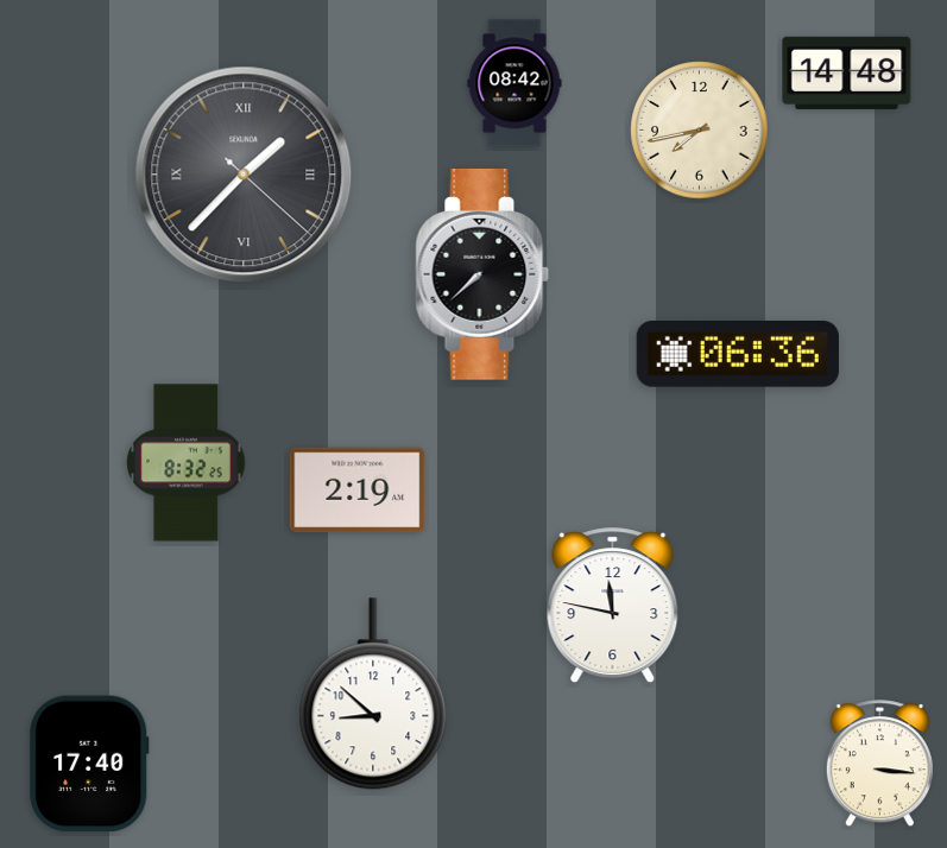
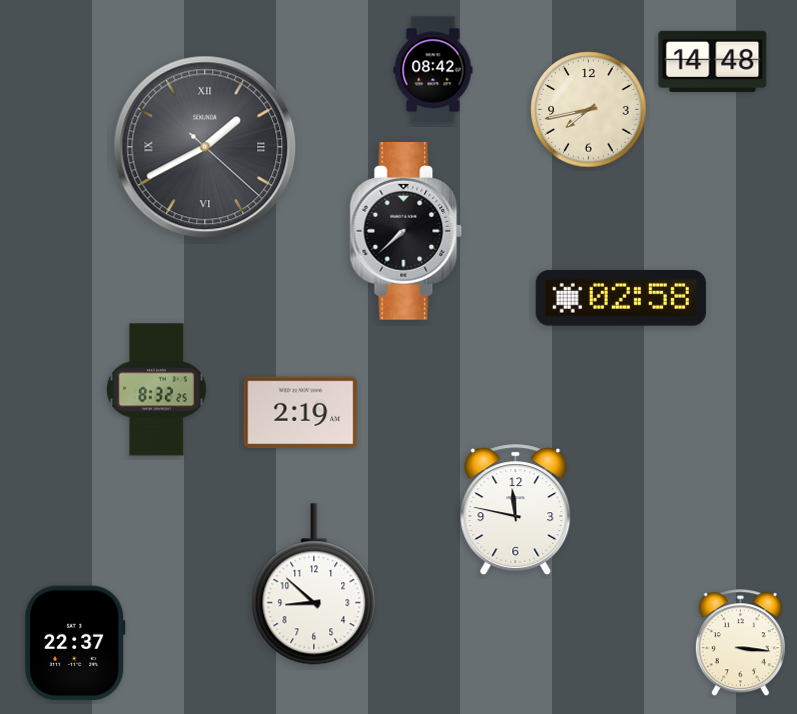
clock at (244, 175): 1:37 -> 1:40
clock at (738, 355): 06:36 -> 02:58
clock at (90, 764): 17:40 -> 22:37
